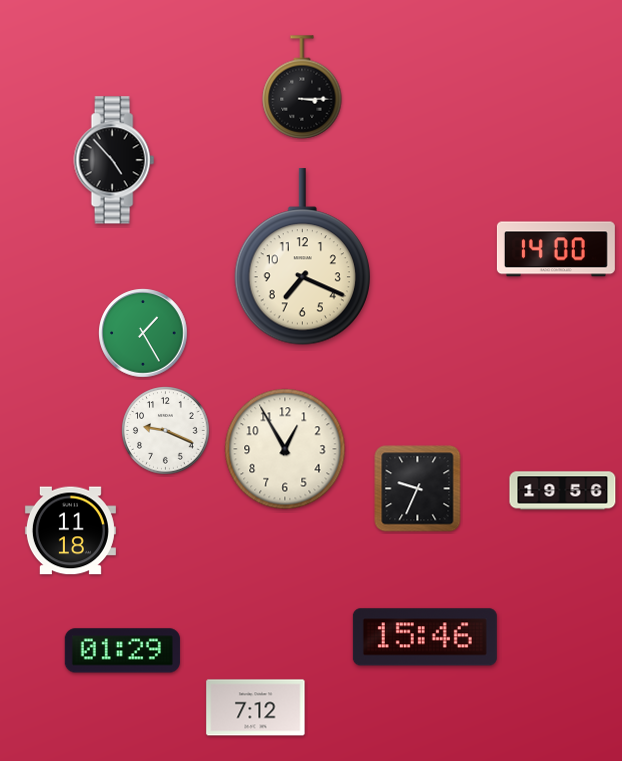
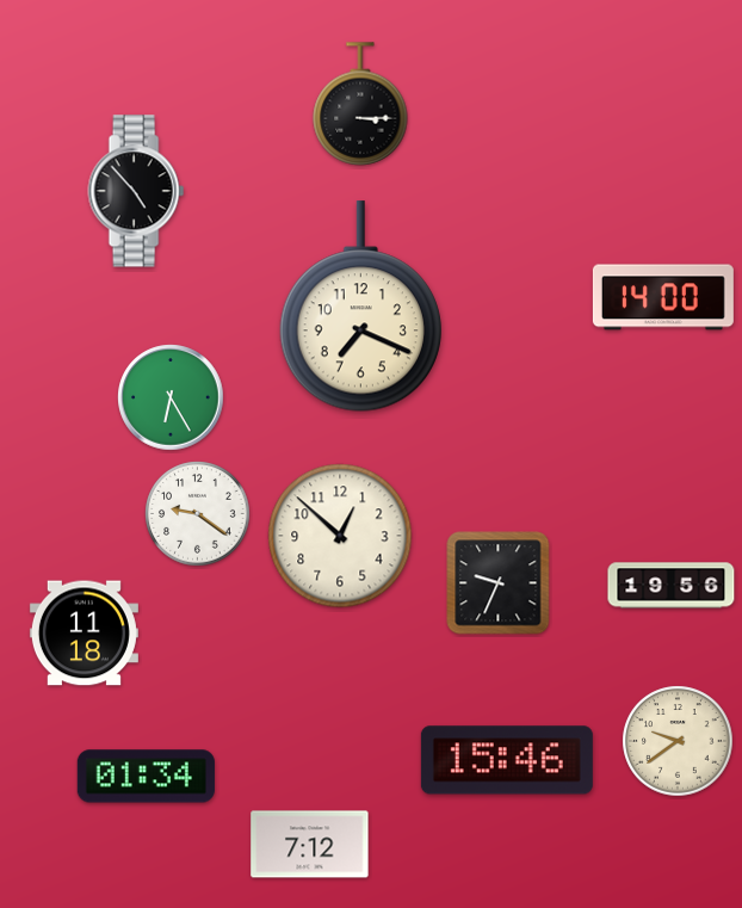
clock at (143, 333): 1:25 -> 6:25
clock at (166, 431): 9:19 -> 9:21
clock at (285, 449): 12:55 -> 12:52
clock at (678, 741): none -> 9:39
clock at (122, 651): 01:29 -> 01:34
clock at (256, 708) position: (256, 708) -> (310, 845)
